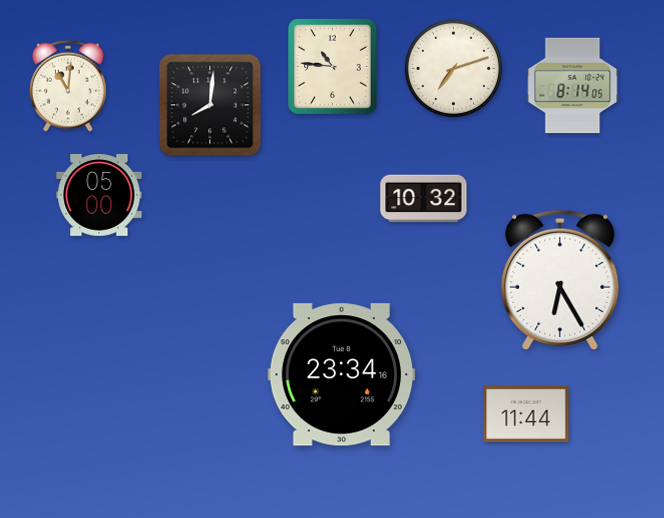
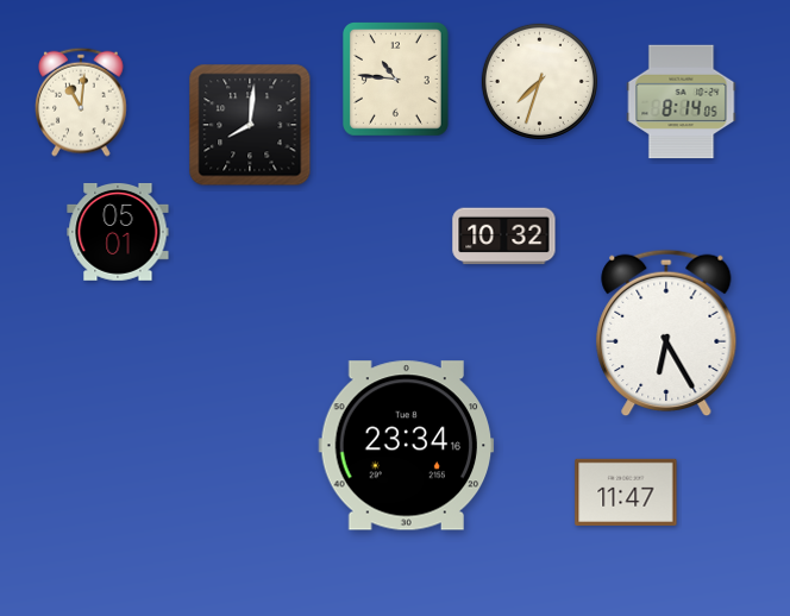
clock at (453, 68): 7:12 -> 7:33
clock at (99, 195): 05:00 -> 05:01
clock at (526, 414): 11:44 -> 11:47
